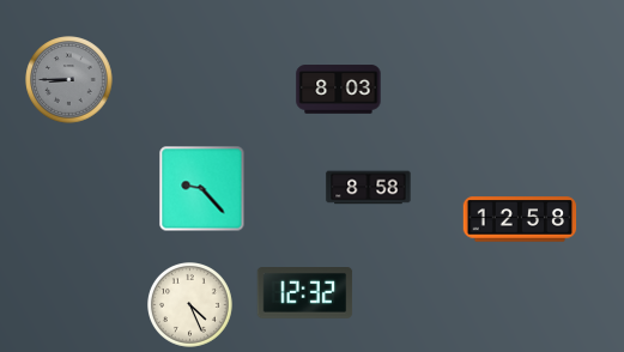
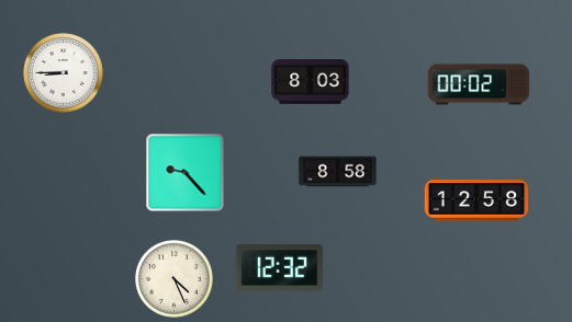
clock at (69, 80) dial: grey -> white
clock at (479, 84): none -> 00:02
